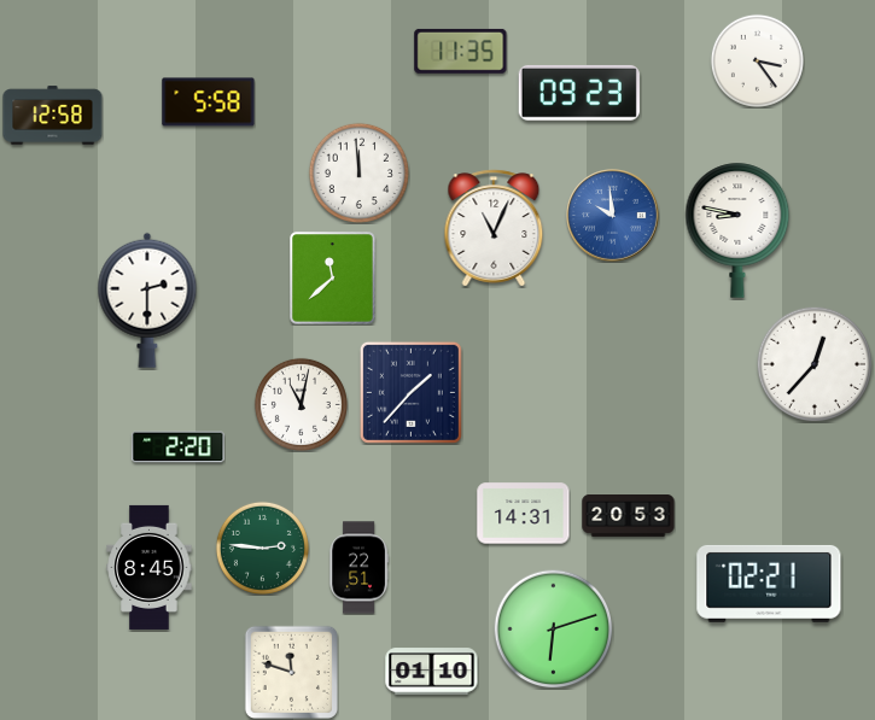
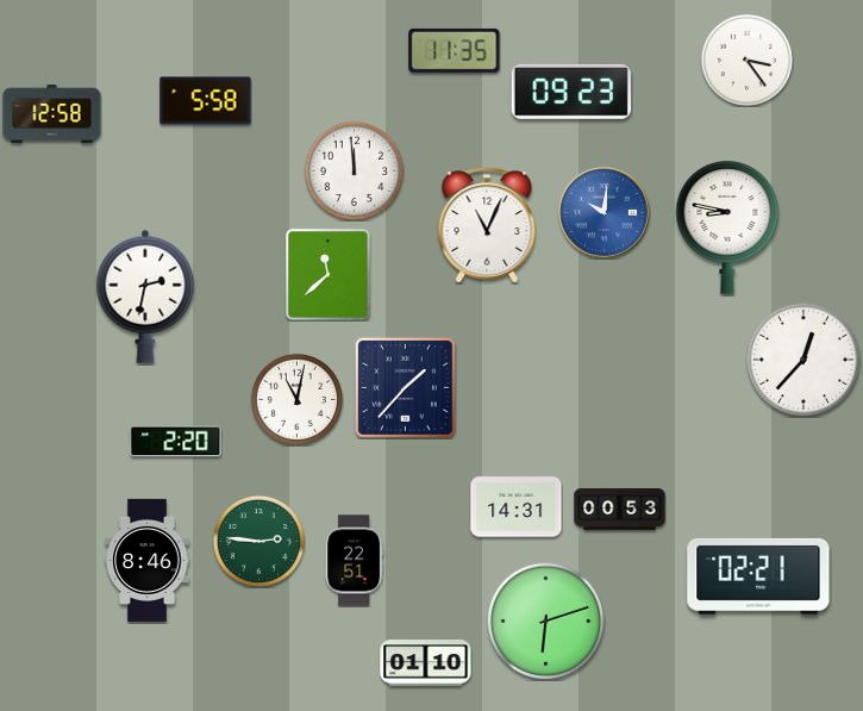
clock at (613, 216): 9:59 -> 10:01
clock at (147, 300): 2:30 -> 2:32
clock at (629, 516): 20:53 -> 00:53
clock at (150, 567): 8:45 -> 8:46
clock at (291, 672): 11:48 -> none
